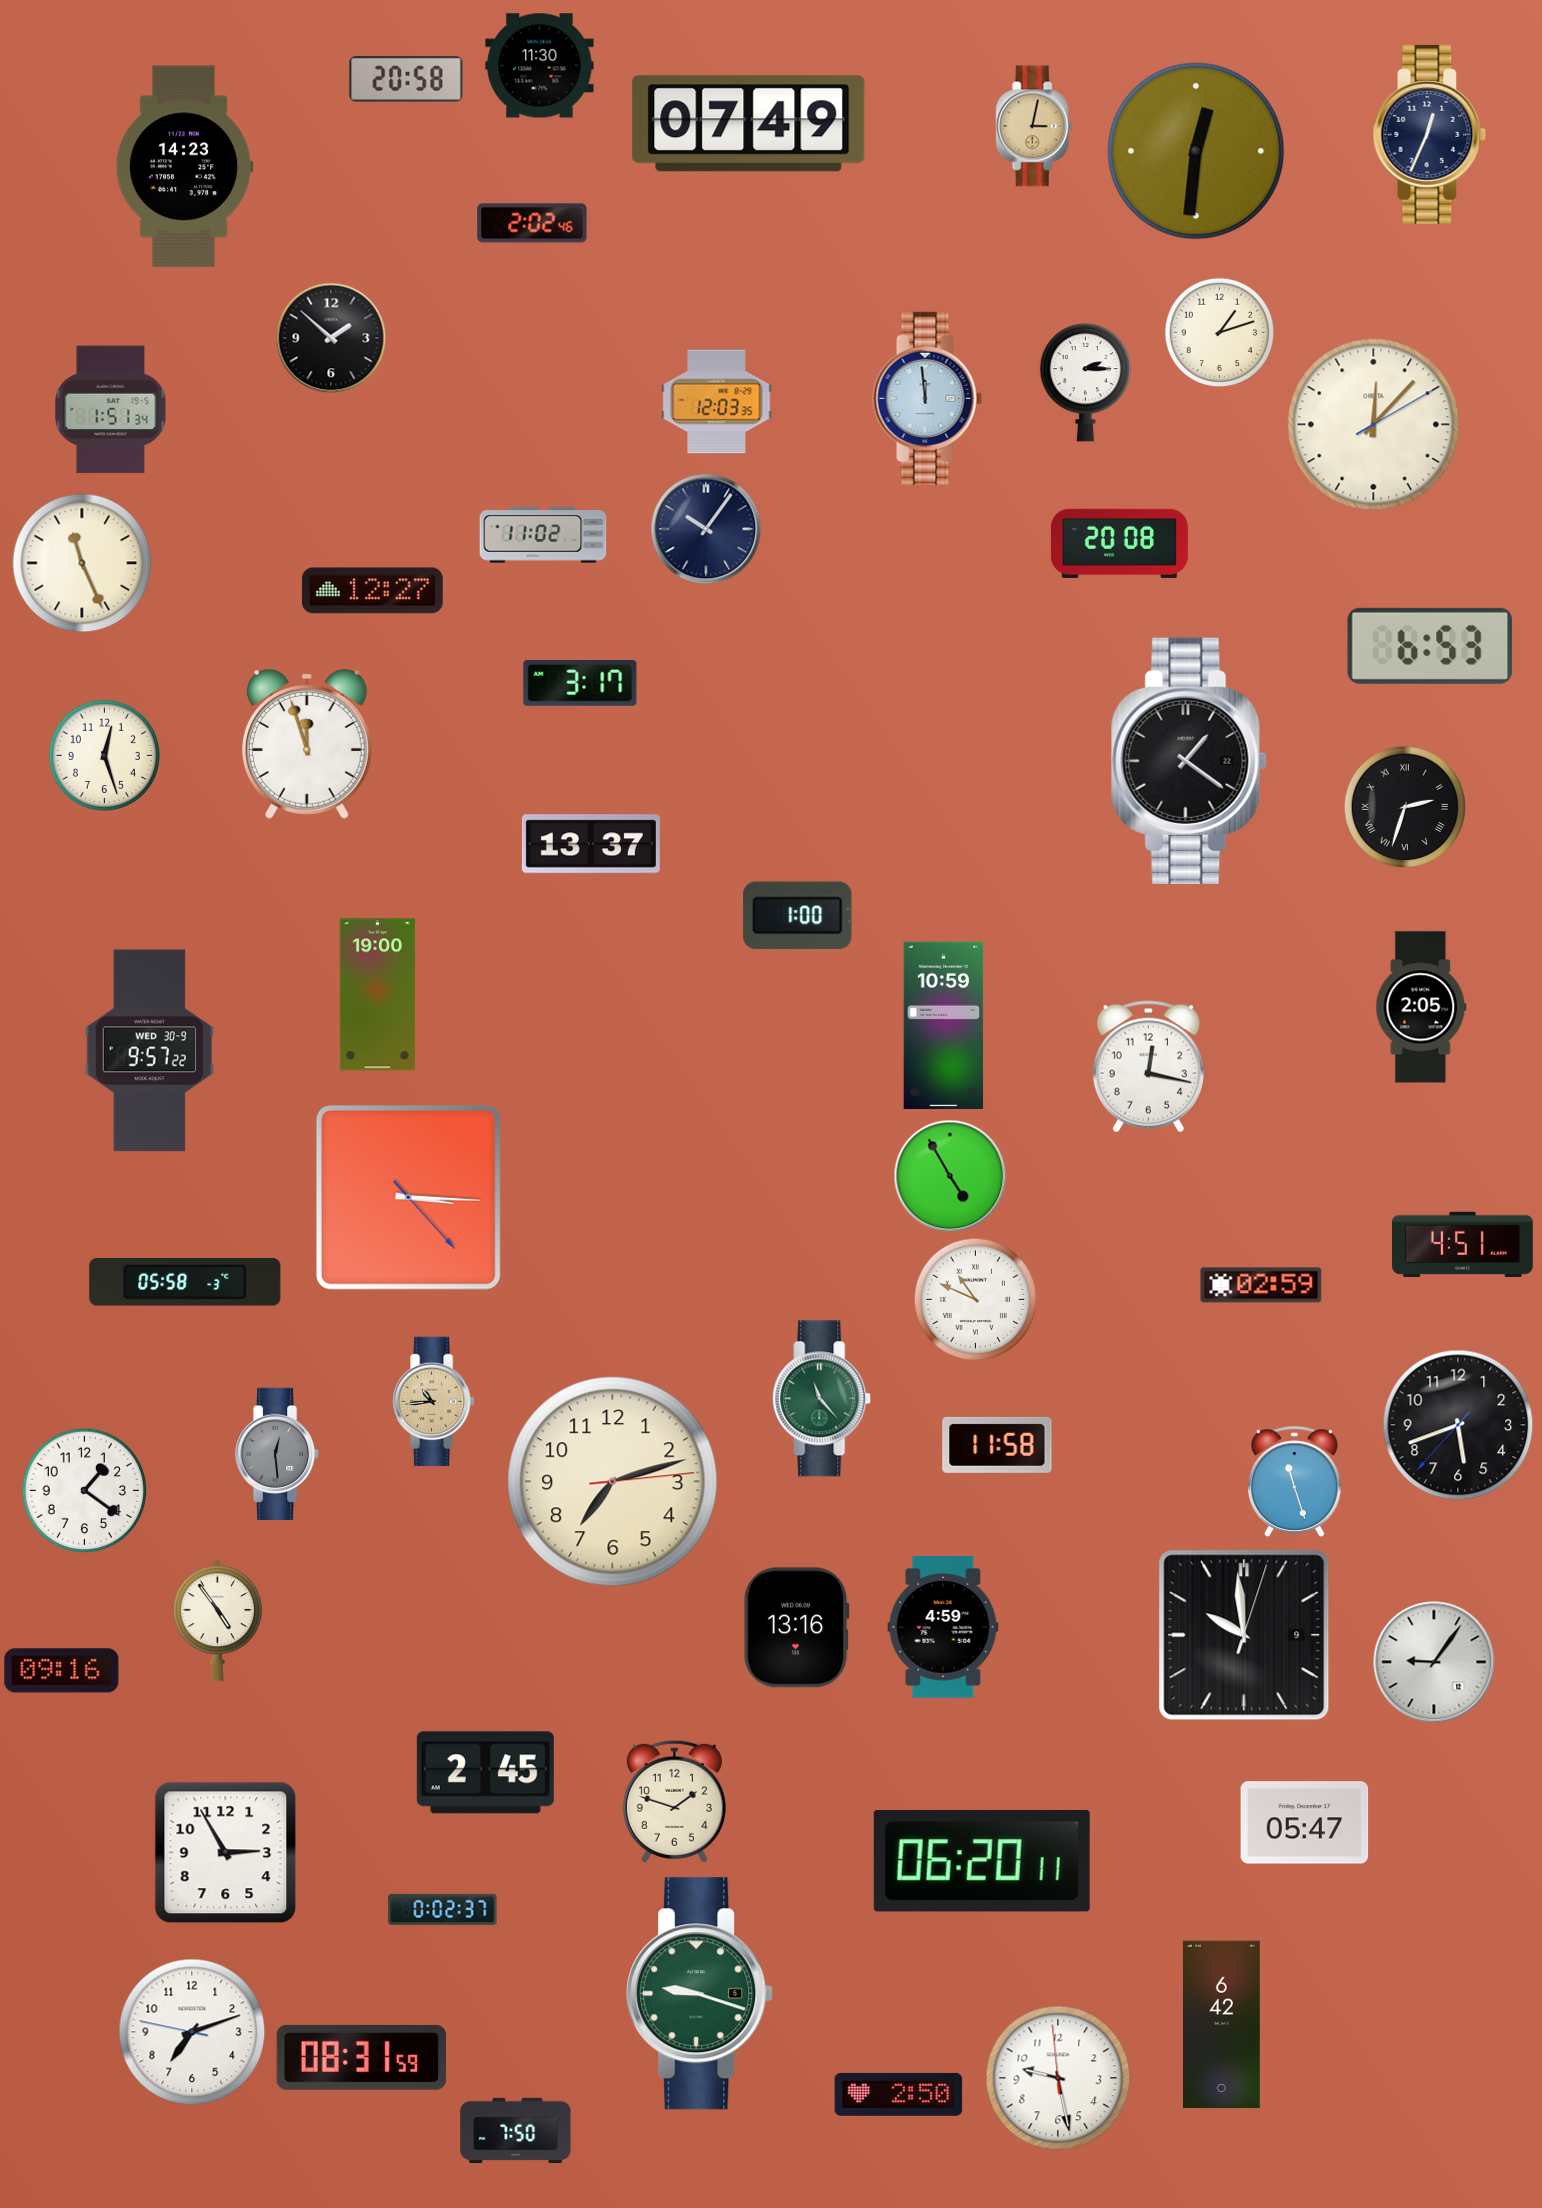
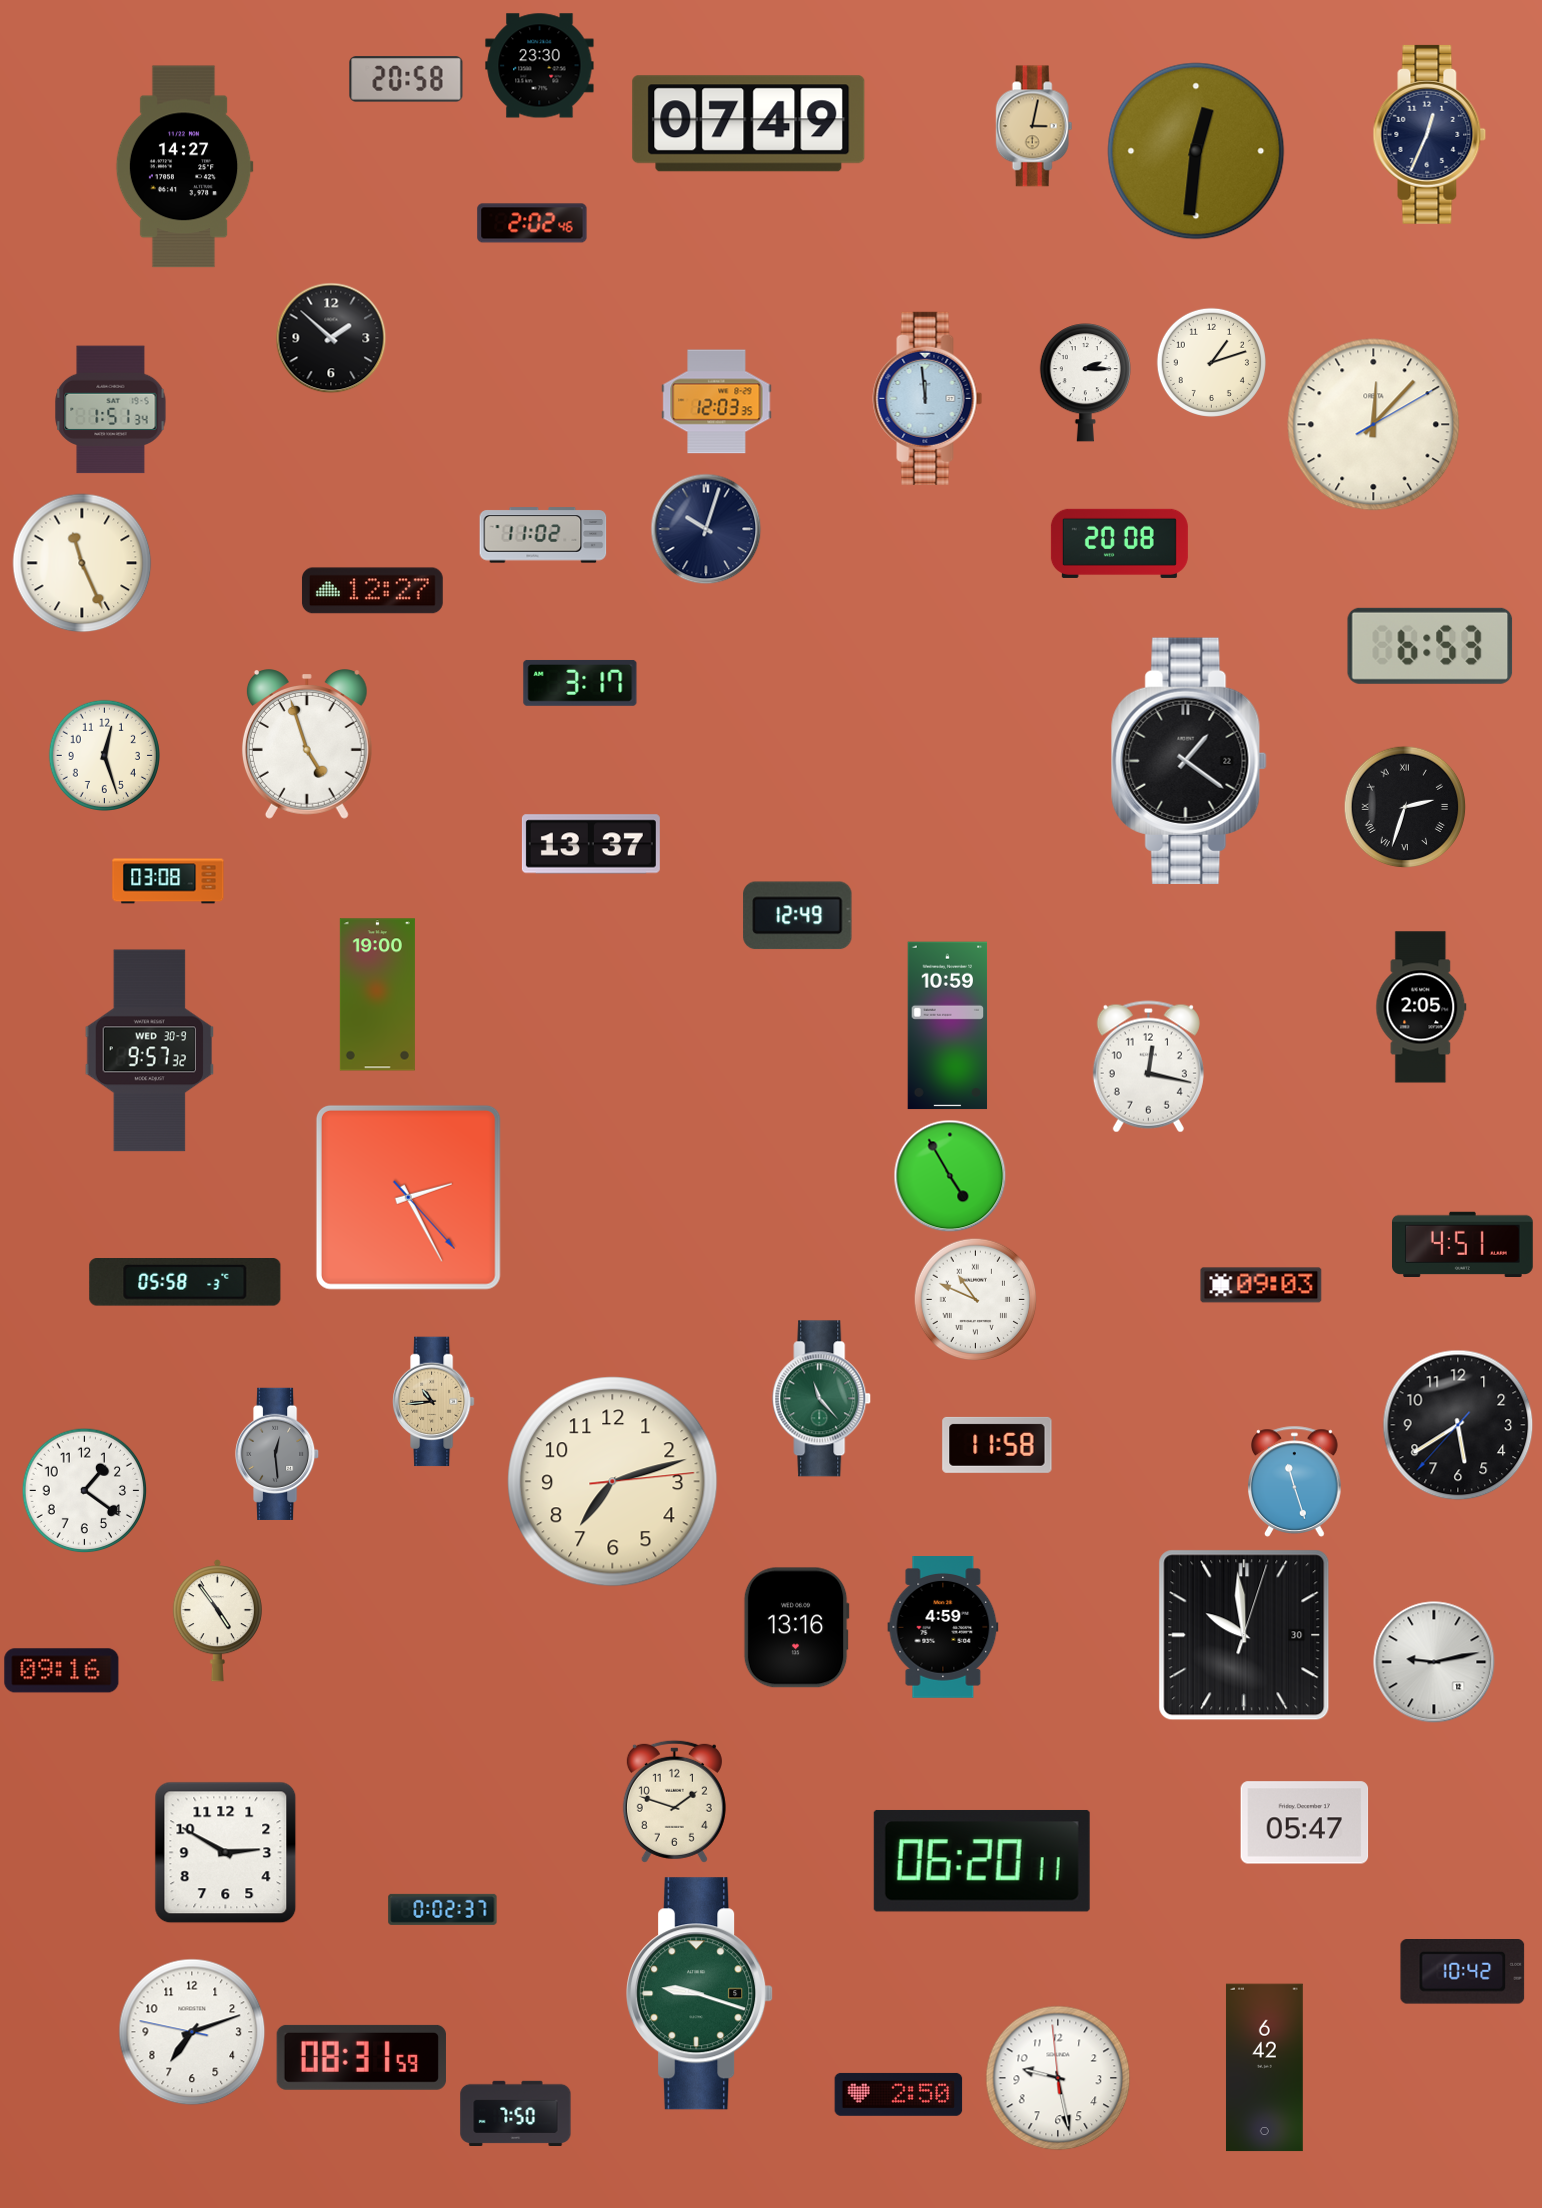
clock at (540, 66): 11:30 -> 23:30
clock at (184, 167): 14:23 -> 14:27
clock at (1219, 332) position: (1219, 332) -> (1211, 362)
clock at (706, 529): 10:06 -> 10:03
clock at (307, 744): 11:57 -> 4:57
clock at (168, 881): none -> 03:08
clock at (798, 916): 1:00 -> 12:49
clock at (944, 1026) position: (944, 1026) -> (948, 1026)
clock at (149, 1051): 9:57:22 -> 9:57:32
clock at (408, 1197): 3:15 -> 2:25
clock at (1261, 1285): 02:59 -> 09:03
clock at (1458, 1425): 5:41 -> 5:39
clock at (1244, 1635) date: 9 -> 30
clock at (1434, 1662): 9:06 -> 9:13
clock at (485, 1773): 2:45 -> none
clock at (226, 1853): 2:55 -> 2:50
clock at (1463, 1972): none -> 10:42
clock at (1221, 2025) position: (1221, 2025) -> (1264, 2068)
clock at (516, 2130) position: (516, 2130) -> (516, 2113)
